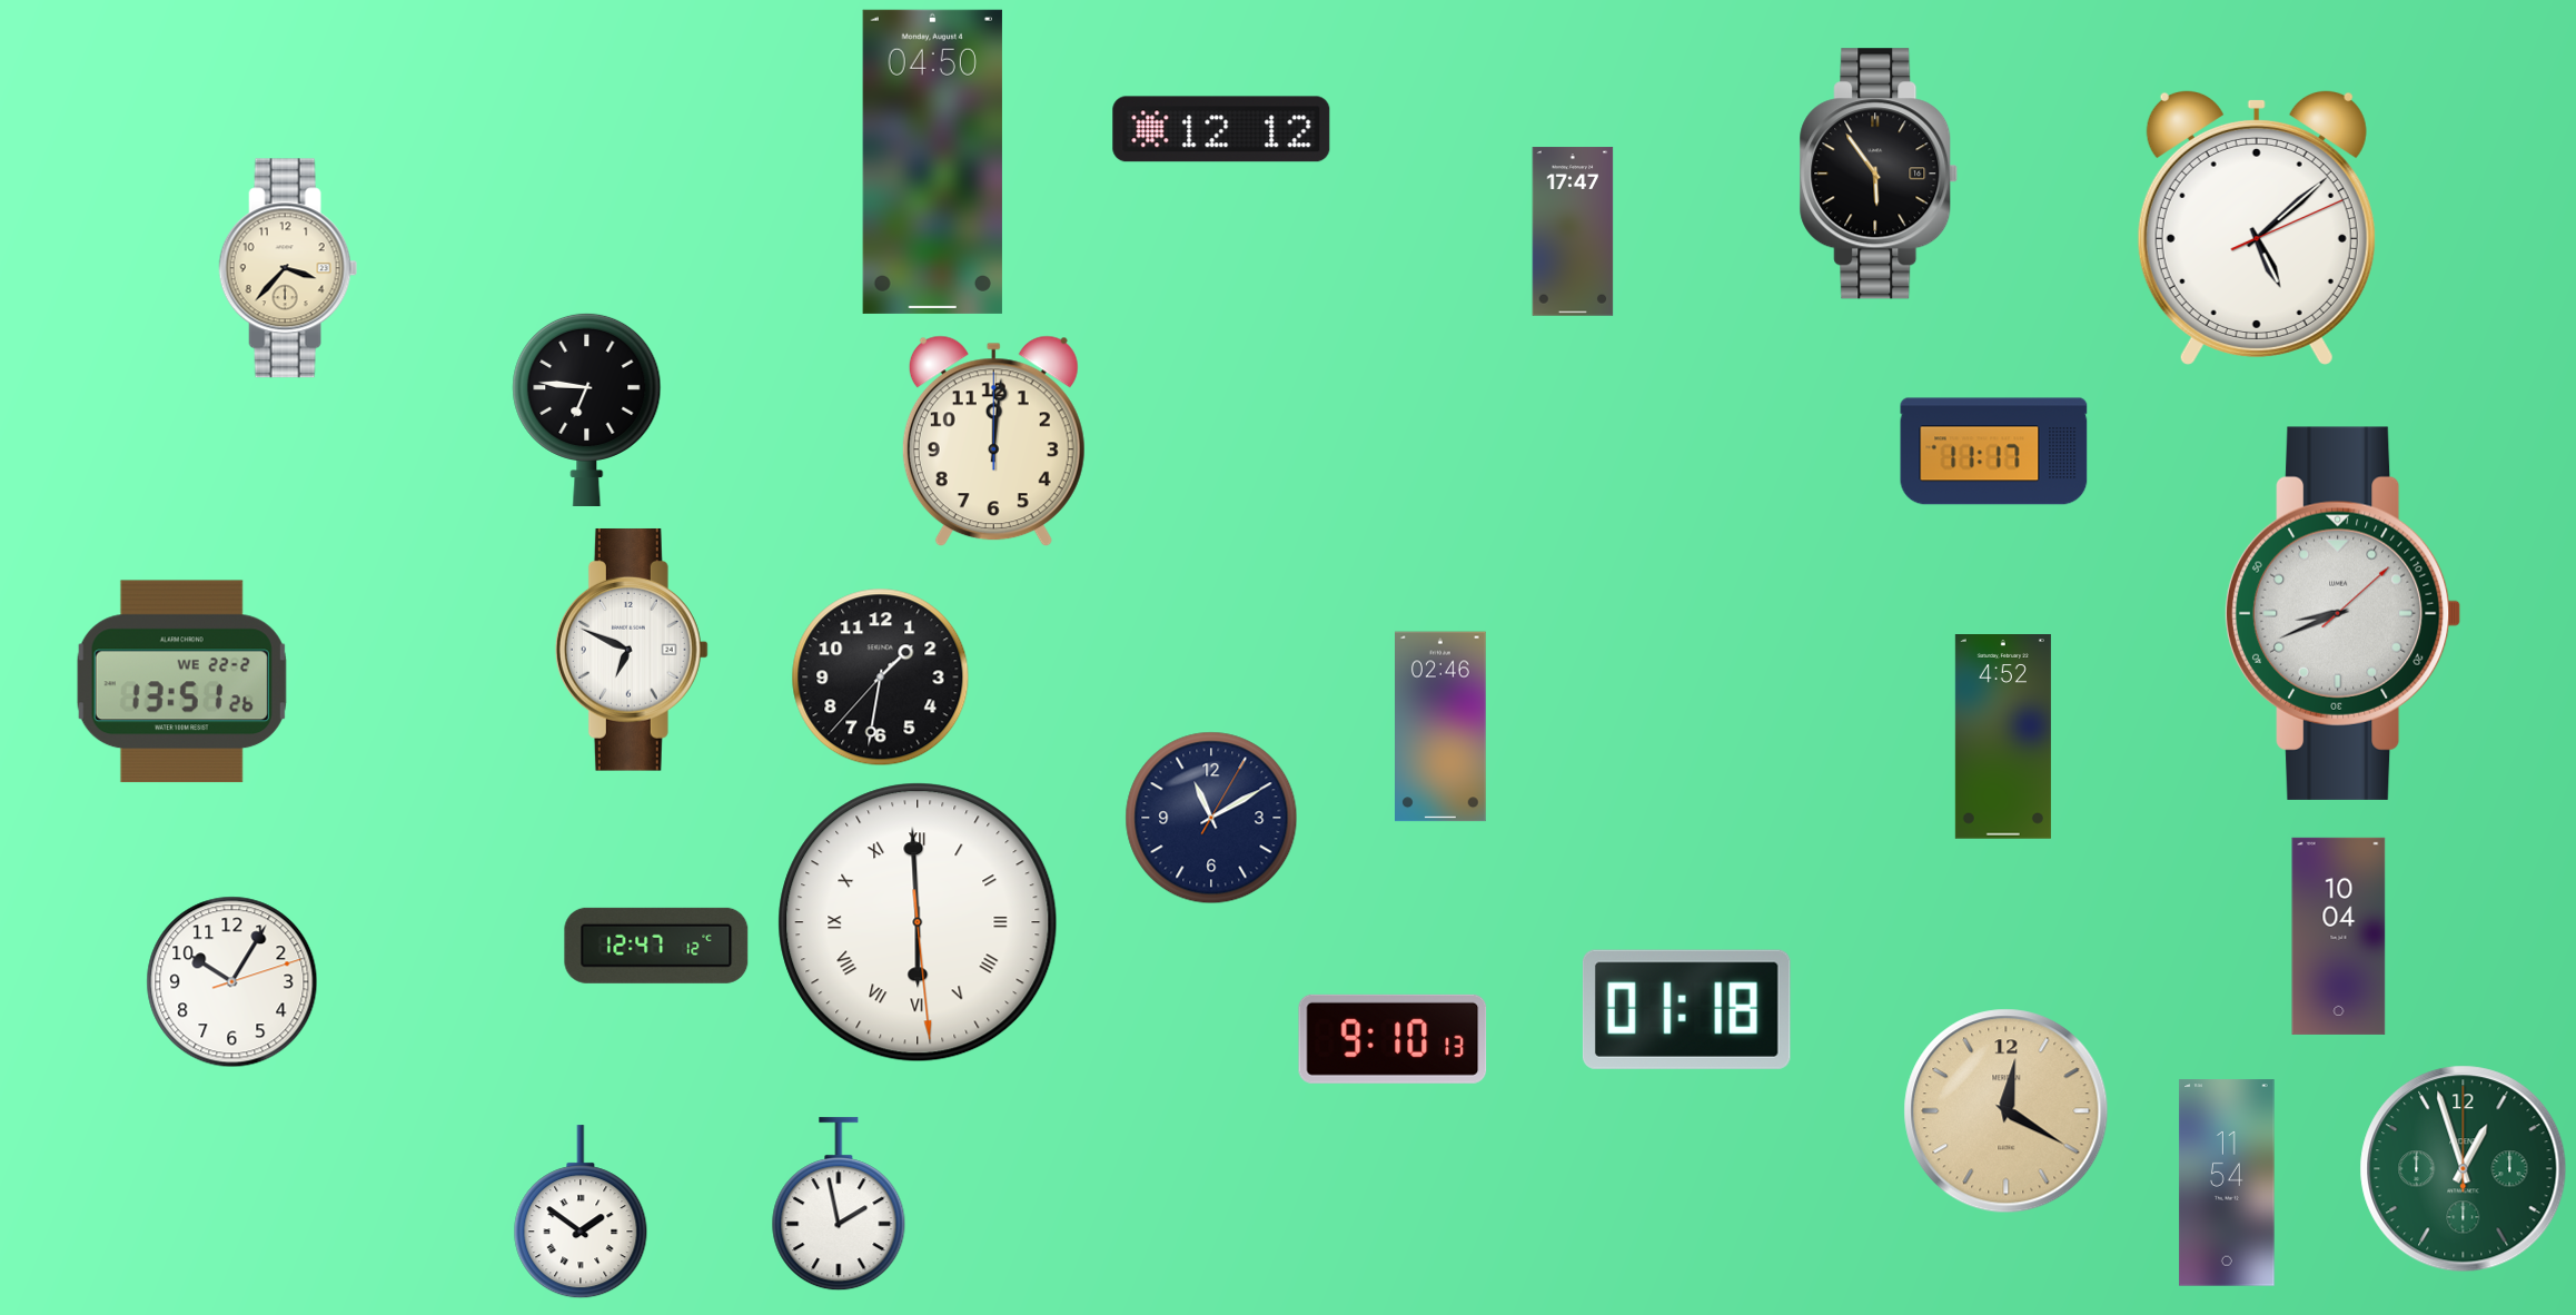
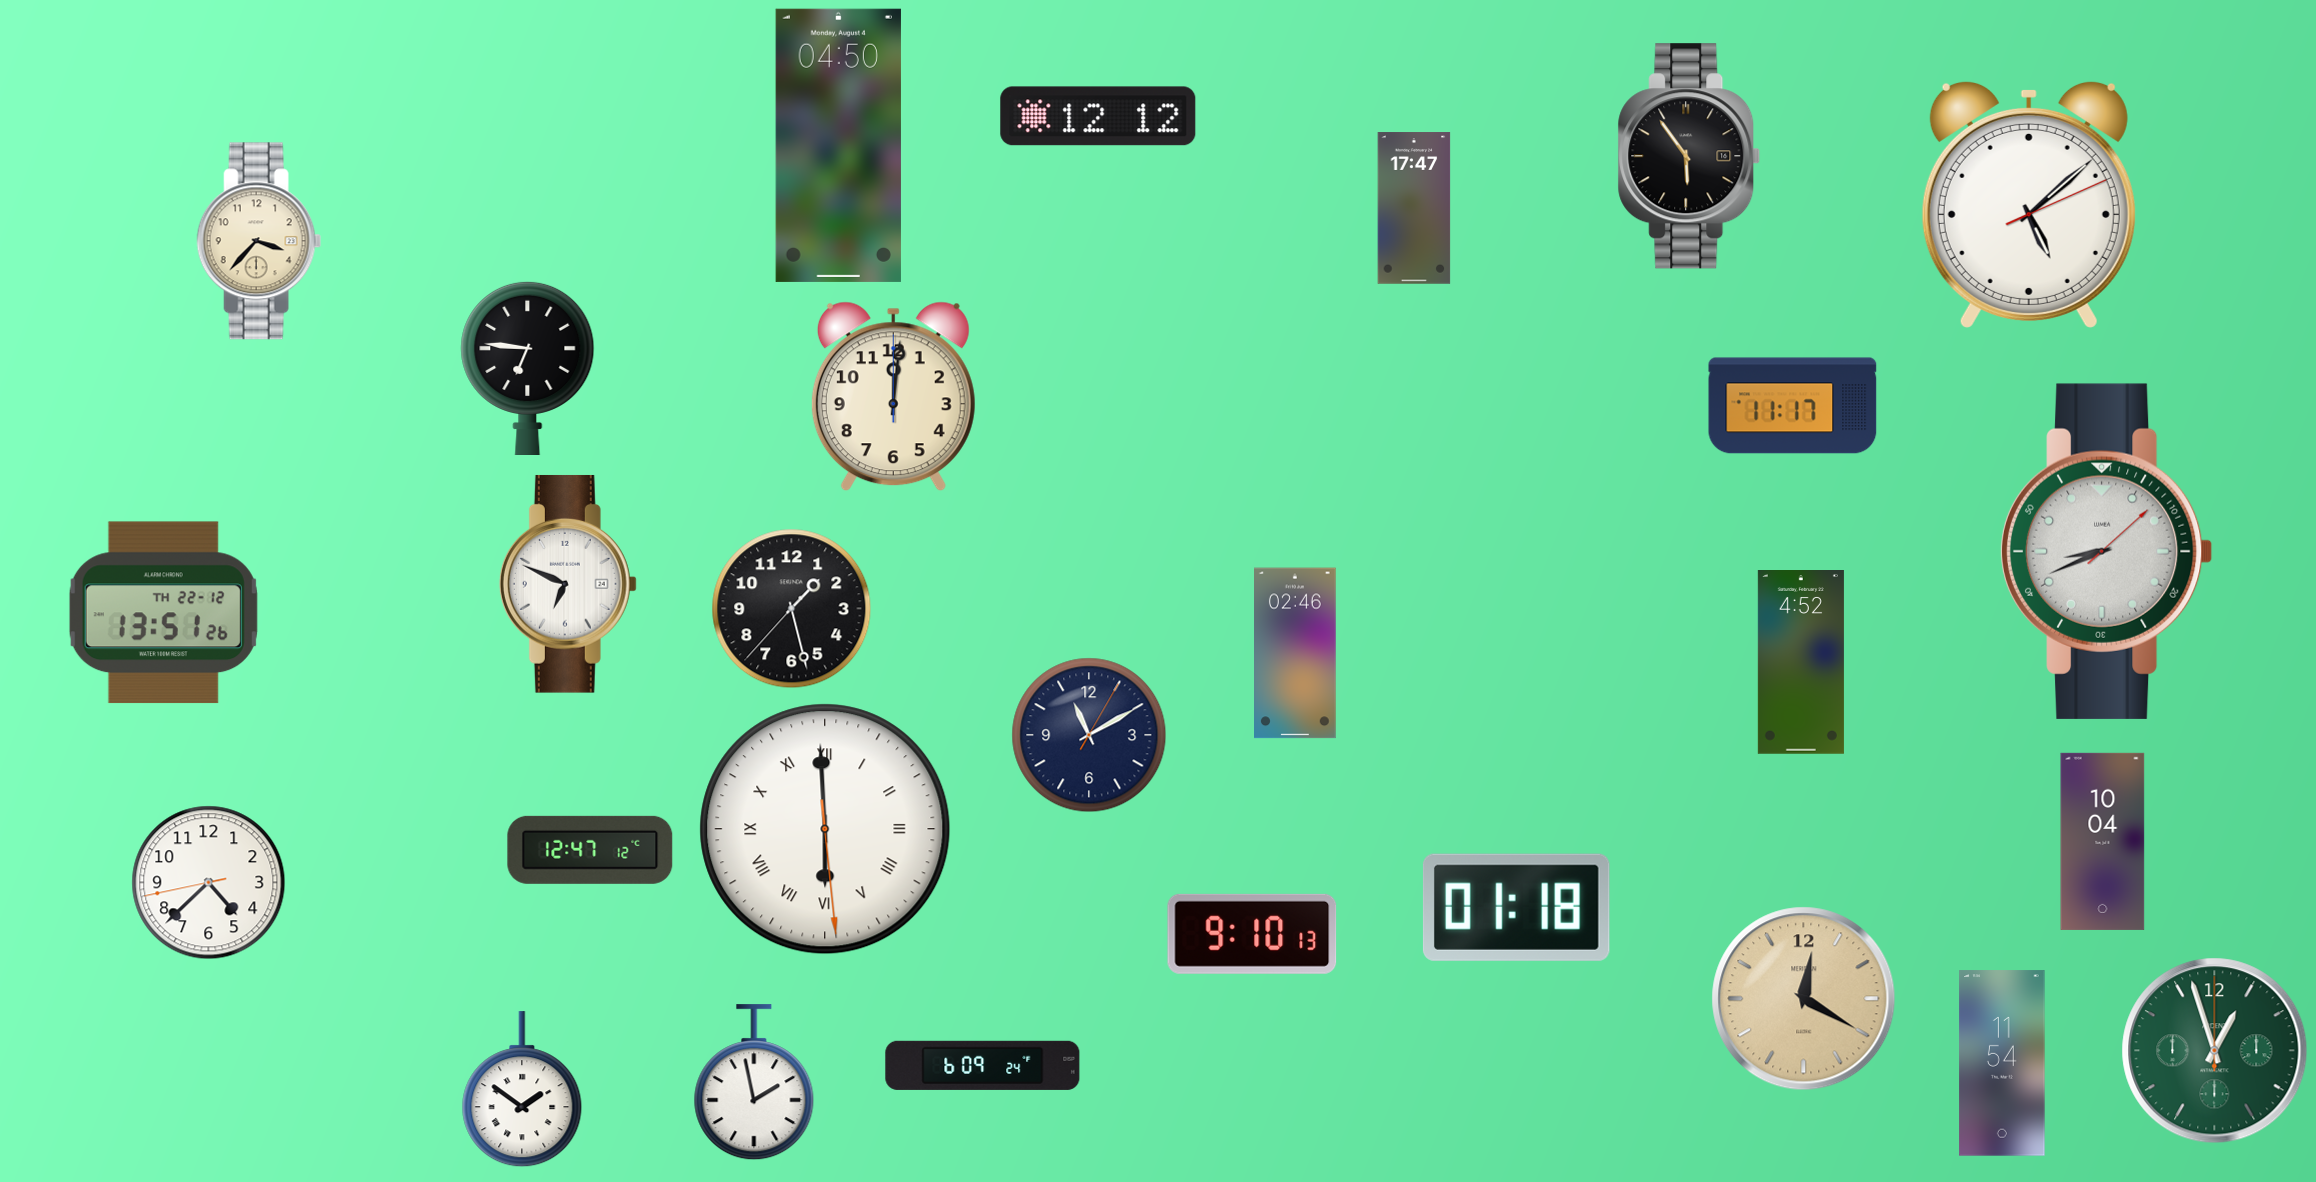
clock at (881, 678): 1:31 -> 1:27
clock at (181, 682) date: WE 22-2 -> TH 22-12
clock at (232, 982): 10:05 -> 4:37
clock at (983, 1065): none -> 6:09
